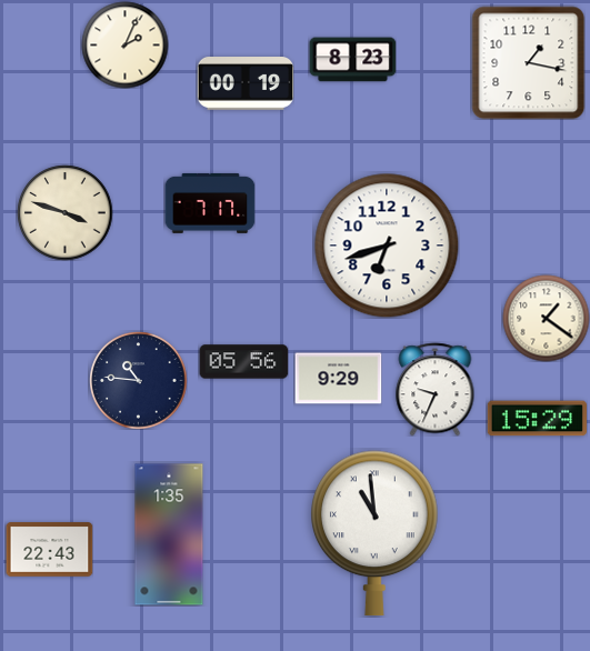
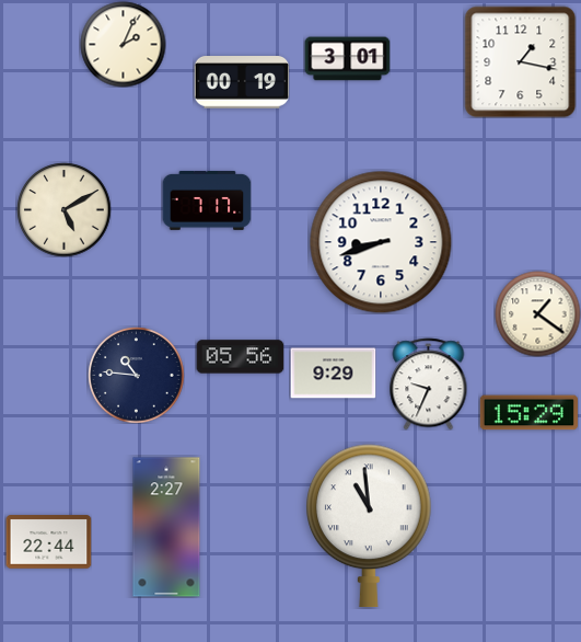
clock at (352, 60): 8:23 -> 3:01
clock at (64, 212): 3:48 -> 5:10
clock at (387, 246): 6:42 -> 8:42
clock at (169, 534): 1:35 -> 2:27
clock at (49, 550): 22:43 -> 22:44
